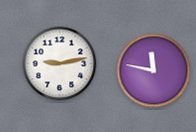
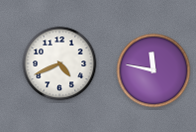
clock at (60, 64): 9:13 -> 4:41
